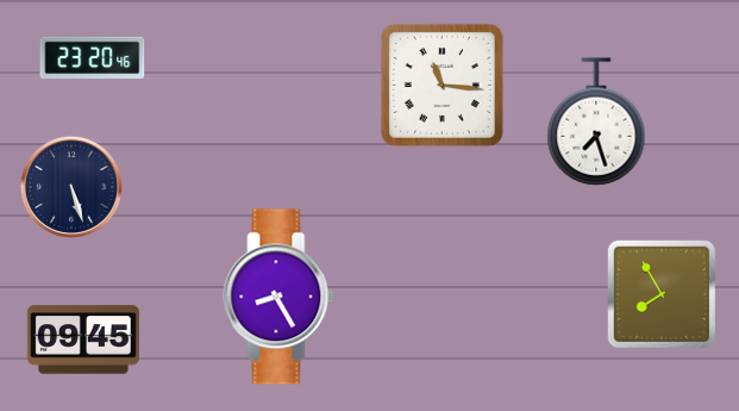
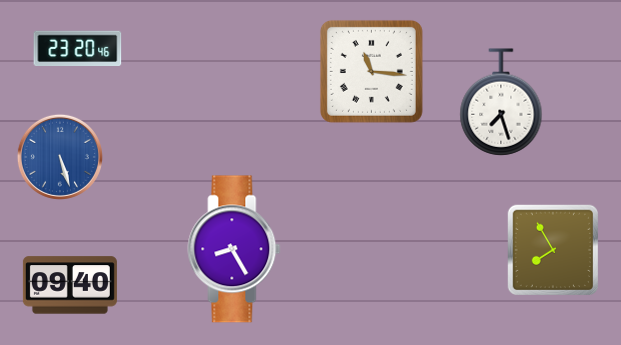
clock at (71, 187) dial: navy -> blue
clock at (660, 294) position: (660, 294) -> (552, 250)
clock at (83, 340): 09:45 -> 09:40
